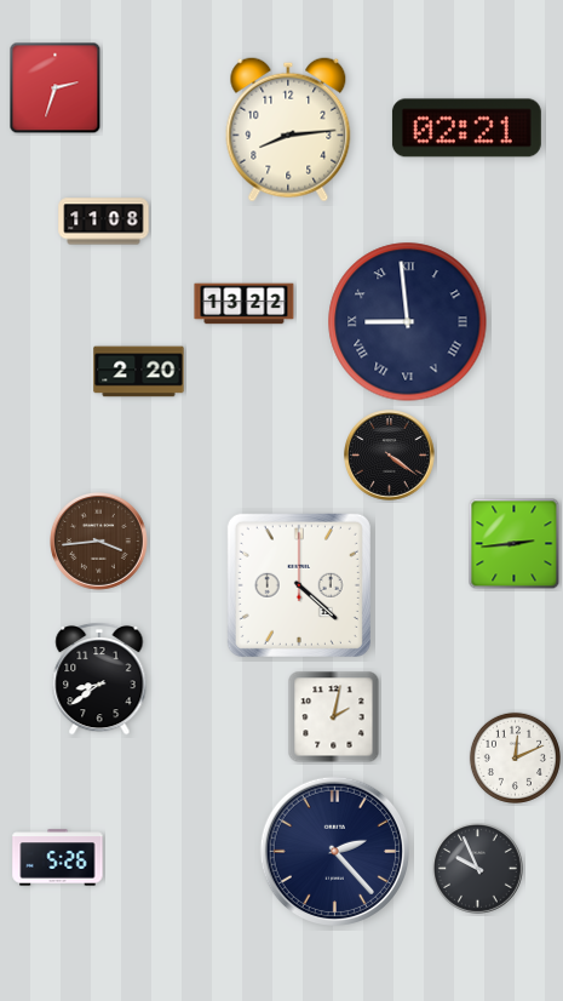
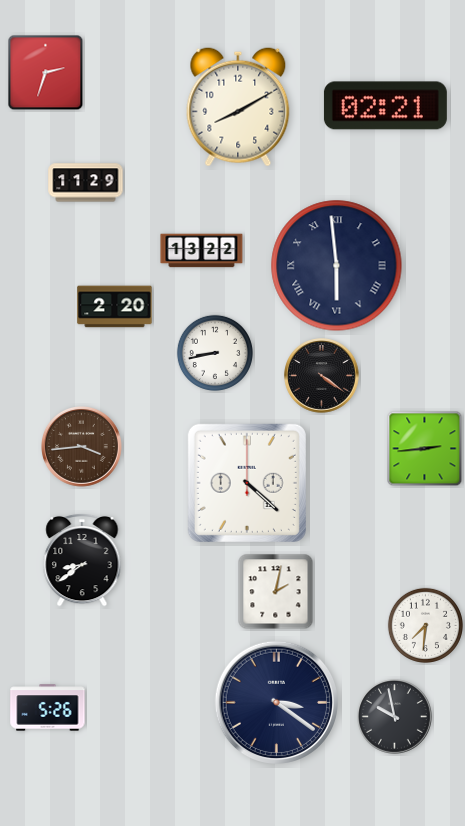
clock at (288, 130): 8:14 -> 8:10
clock at (104, 222): 11:08 -> 11:29
clock at (408, 322): 8:59 -> 5:59
clock at (215, 353): none -> 8:43
clock at (515, 757): 12:11 -> 7:31
clock at (334, 851): 2:23 -> 3:21
clock at (478, 869): 9:56 -> 9:58
